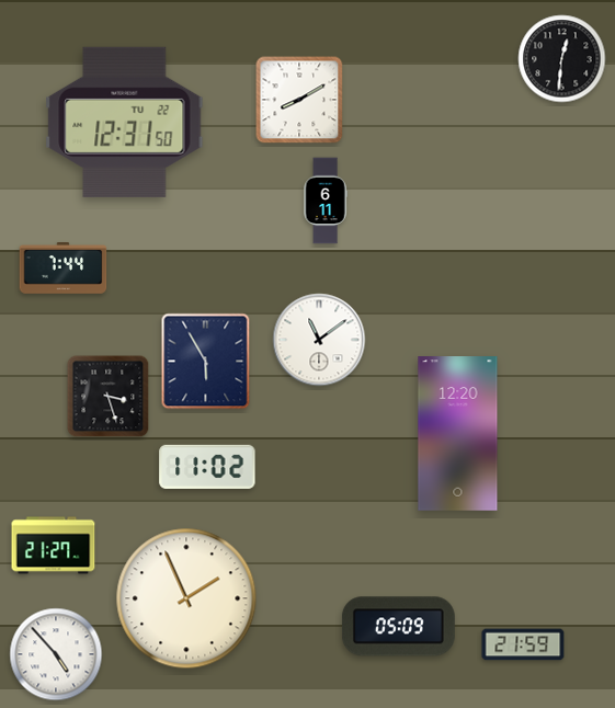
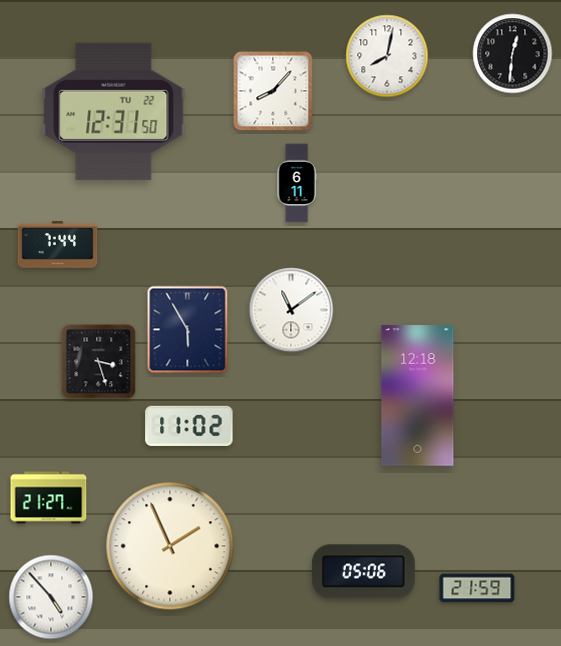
clock at (387, 56): none -> 8:02
clock at (299, 100): 8:10 -> 8:07
clock at (458, 434): 12:20 -> 12:18
clock at (398, 627): 05:09 -> 05:06
